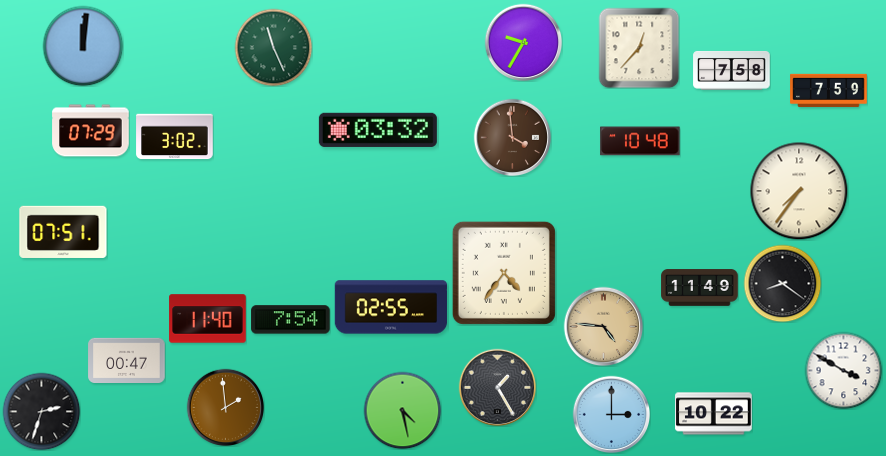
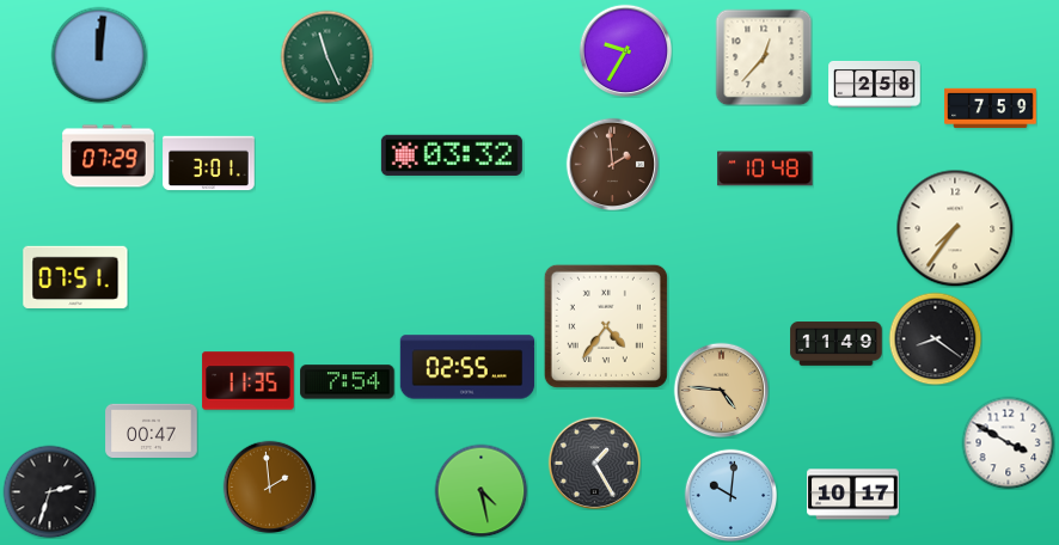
clock at (732, 71): 7:58 -> 2:58
clock at (175, 137): 3:02 -> 3:01
clock at (512, 137): 3:59 -> 1:59
clock at (504, 273) position: (504, 273) -> (606, 326)
clock at (208, 319): 11:40 -> 11:35
clock at (611, 414): 3:00 -> 10:01
clock at (714, 414): 10:22 -> 10:17
